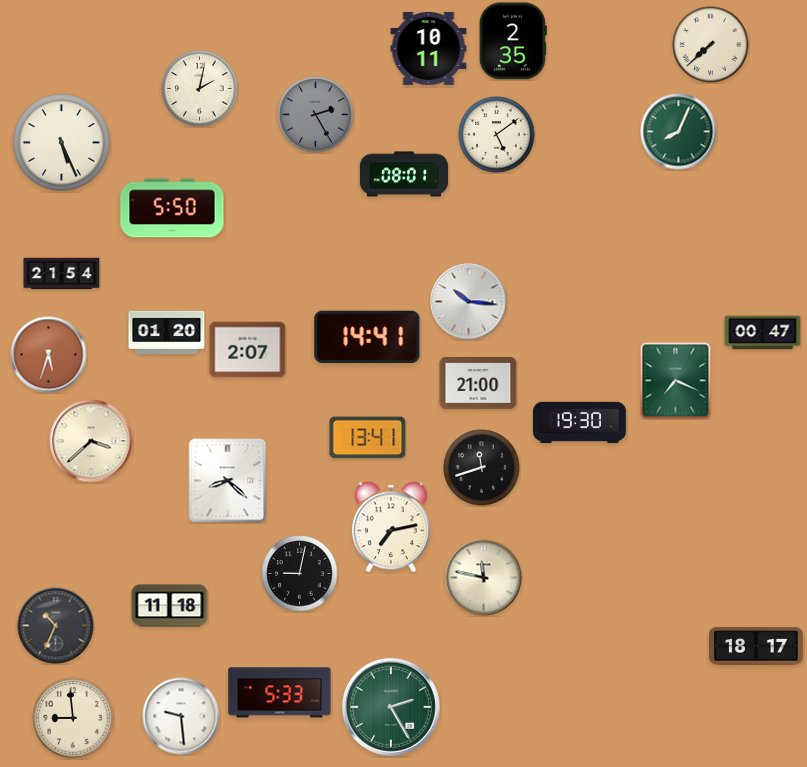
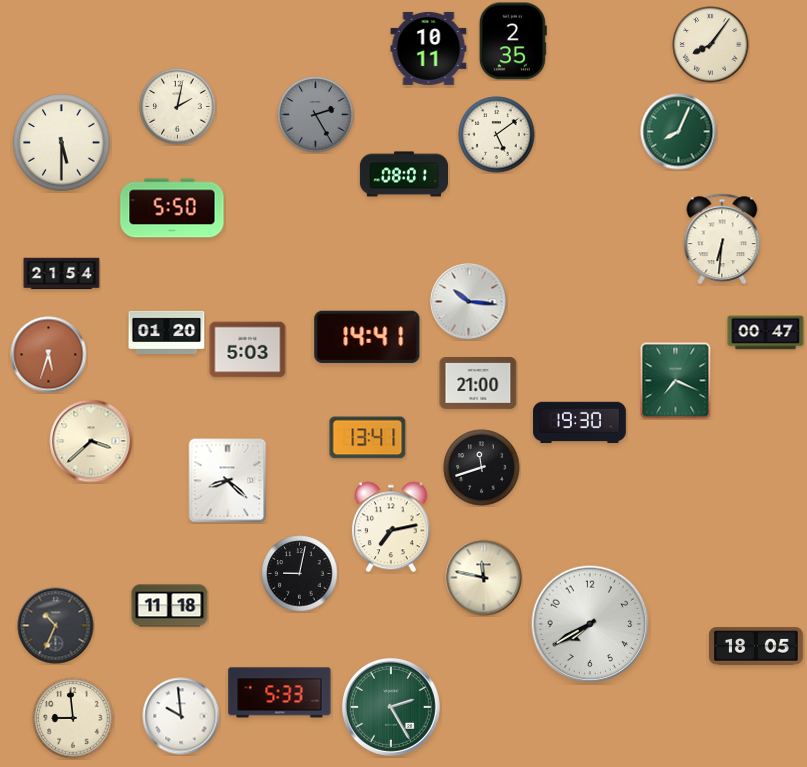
clock at (711, 45): 7:38 -> 8:06
clock at (200, 89) position: (200, 89) -> (178, 107)
clock at (62, 143): 5:26 -> 5:30
clock at (722, 238): none -> 6:31
clock at (763, 333) position: (763, 333) -> (766, 333)
clock at (248, 350): 2:07 -> 5:03
clock at (590, 624): none -> 7:40
clock at (757, 646): 18:17 -> 18:05
clock at (181, 716): 9:29 -> 9:59
